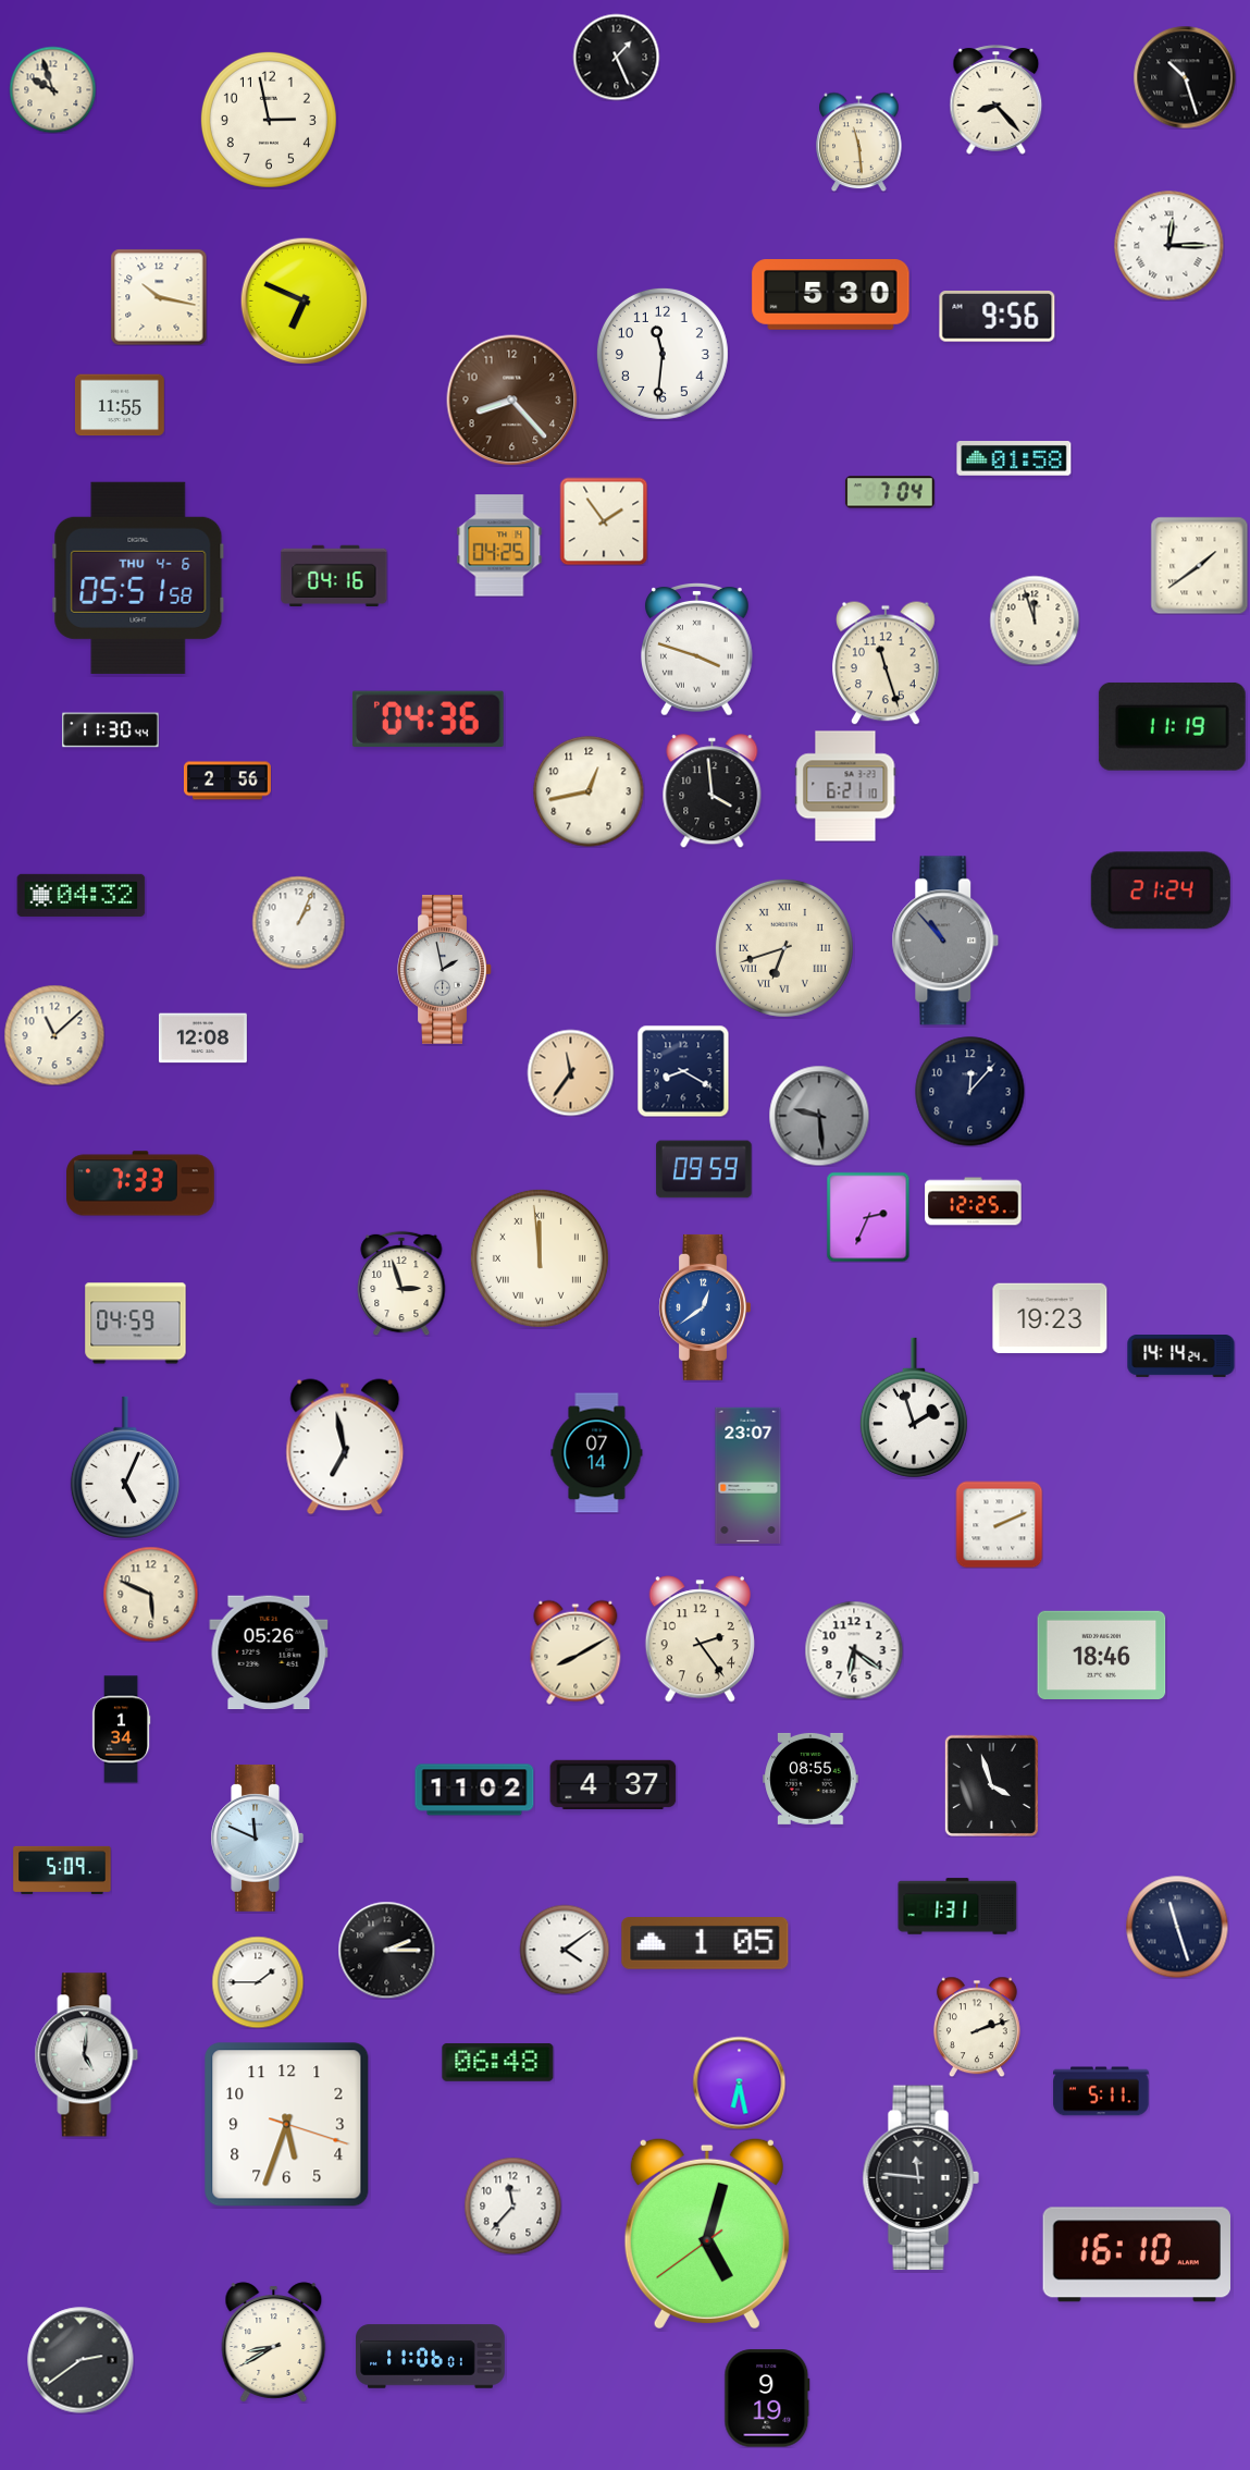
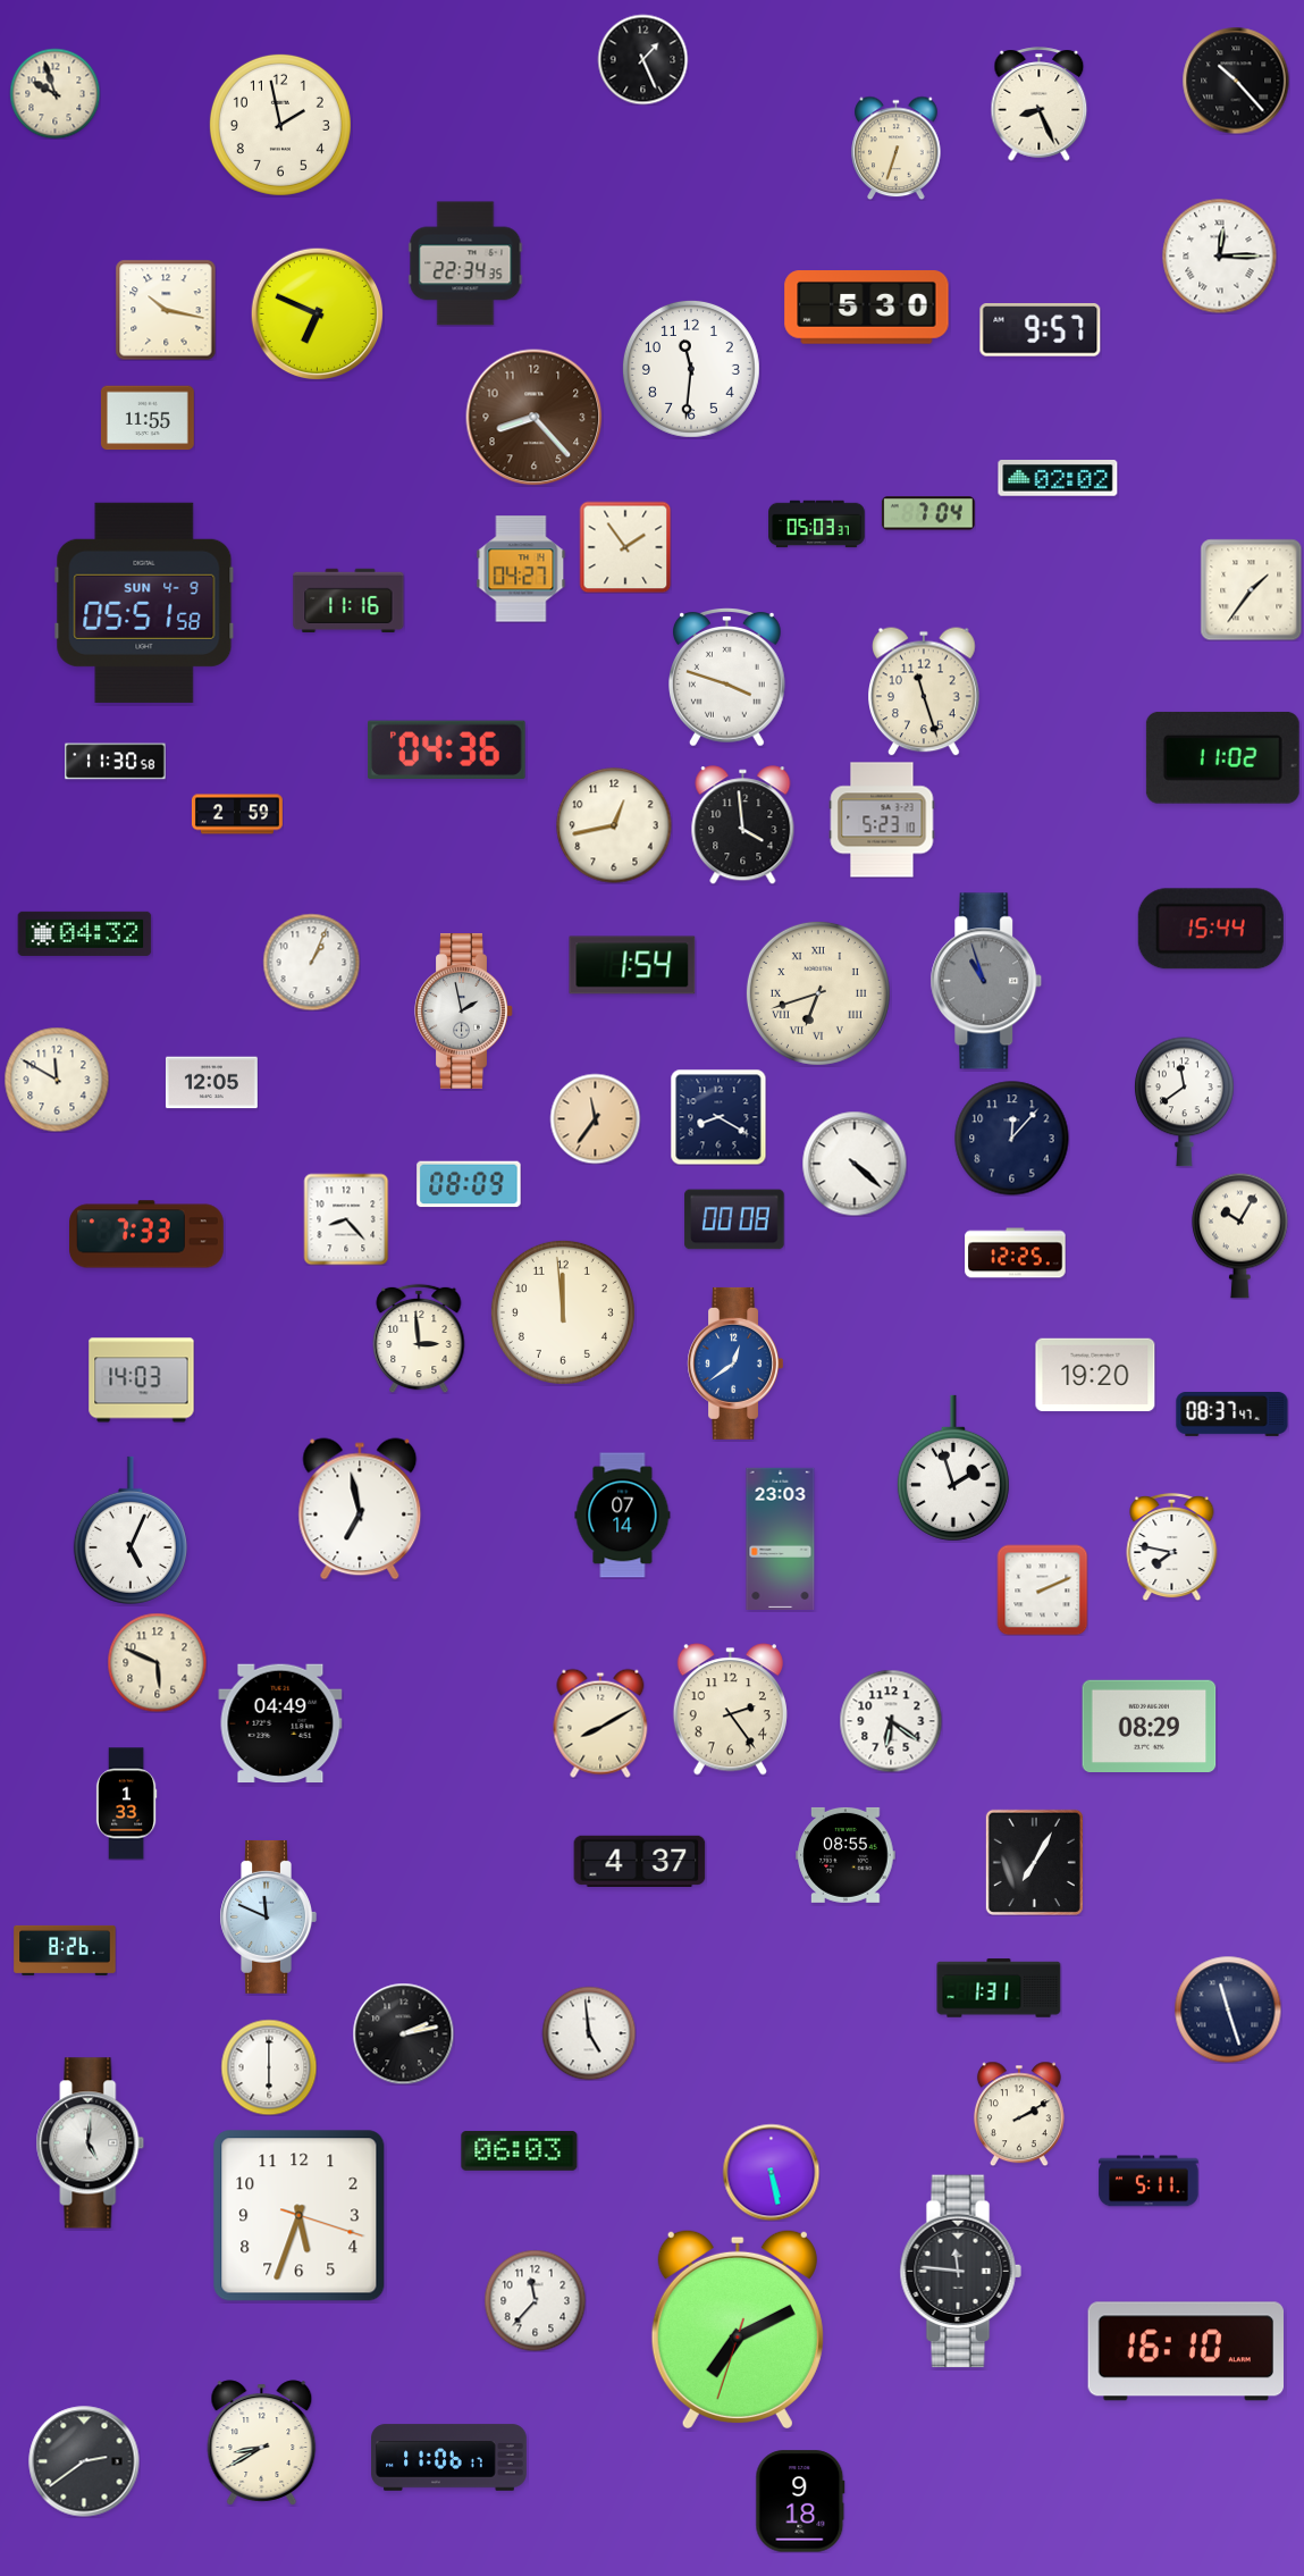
clock at (1185, 77): 10:27 -> 10:23
clock at (997, 100): 8:23 -> 8:26
clock at (269, 120): 2:58 -> 1:58
clock at (859, 142): 11:29 -> 6:33
clock at (465, 263): none -> 22:34
clock at (998, 317): 9:56 -> 9:57
clock at (120, 405) position: (120, 405) -> (148, 418)
clock at (1014, 459): 01:58 -> 02:02
clock at (817, 525): none -> 05:03
clock at (604, 521) position: (604, 521) -> (625, 547)
clock at (499, 545): 04:25 -> 04:27
clock at (1199, 565): 1:39 -> 1:36
clock at (334, 575): 04:16 -> 11:16
clock at (138, 578) date: THU 4-6 -> SUN 4-9
clock at (1035, 620): 11:57 -> none
clock at (1172, 726): 11:19 -> 11:02
clock at (111, 730): 11:30:44 -> 11:30:58
clock at (227, 781): 2:56 -> 2:59
clock at (845, 786): 6:21 -> 5:23
clock at (1161, 890): 21:24 -> 15:44
clock at (632, 965): none -> 1:54
clock at (945, 941): 10:53 -> 10:57
clock at (784, 948) position: (784, 948) -> (818, 993)
clock at (54, 1035): 11:08 -> 11:50
clock at (202, 1039): 12:08 -> 12:05
clock at (1185, 1102): none -> 11:39
clock at (683, 1071) position: (683, 1071) -> (718, 1117)
clock at (819, 1116): 9:29 -> 4:22
clock at (819, 1116) dial: grey -> white
clock at (469, 1184): none -> 08:09
clock at (346, 1219): none -> 8:23
clock at (704, 1169): 09:59 -> 00:08
clock at (1240, 1235): none -> 10:05
clock at (868, 1217): 2:34 -> none
clock at (540, 1258) numerals: Roman -> Arabic
clock at (401, 1283): 2:57 -> 2:59
clock at (1050, 1318): 19:23 -> 19:20
clock at (136, 1324): 04:59 -> 14:03
clock at (1181, 1356): 14:14 -> 08:37
clock at (748, 1475): 23:07 -> 23:03
clock at (1172, 1546): none -> 7:47
clock at (269, 1652): 05:26 -> 04:49
clock at (1102, 1655): 18:46 -> 08:29
clock at (121, 1730): 1:34 -> 1:33
clock at (991, 1785): 3:57 -> 7:05
clock at (474, 1790): 11:02 -> none
clock at (62, 1870): 5:09 -> 8:26
clock at (705, 1944): 1:05 -> none
clock at (386, 1950): 2:15 -> 2:13
clock at (565, 1950): 4:09 -> 4:59
clock at (258, 1982): 1:45 -> 6:00
clock at (977, 2027): 2:12 -> 2:10
clock at (498, 2062): 06:48 -> 06:03
clock at (739, 2082): 6:28 -> 5:28
clock at (707, 2233): 5:02 -> 7:10
clock at (274, 2343) position: (274, 2343) -> (262, 2443)
clock at (431, 2357): 11:06:01 -> 11:06:17
clock at (767, 2398): 9:19 -> 9:18
